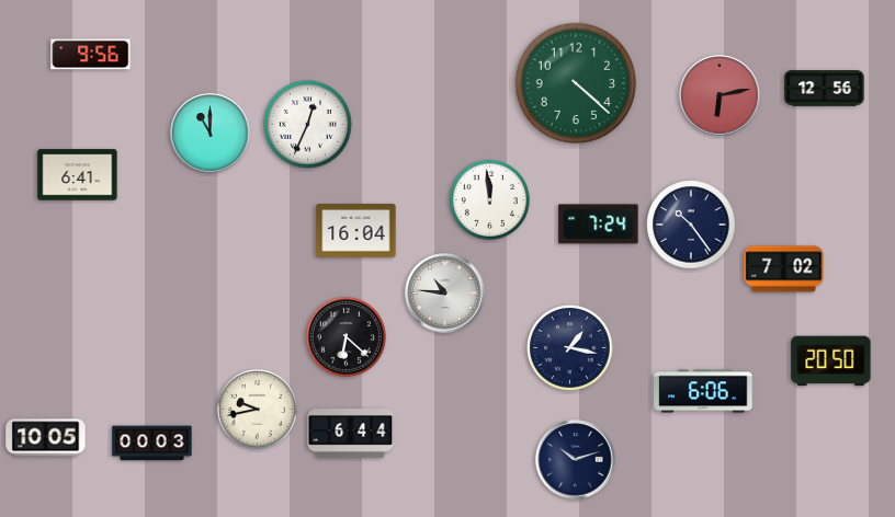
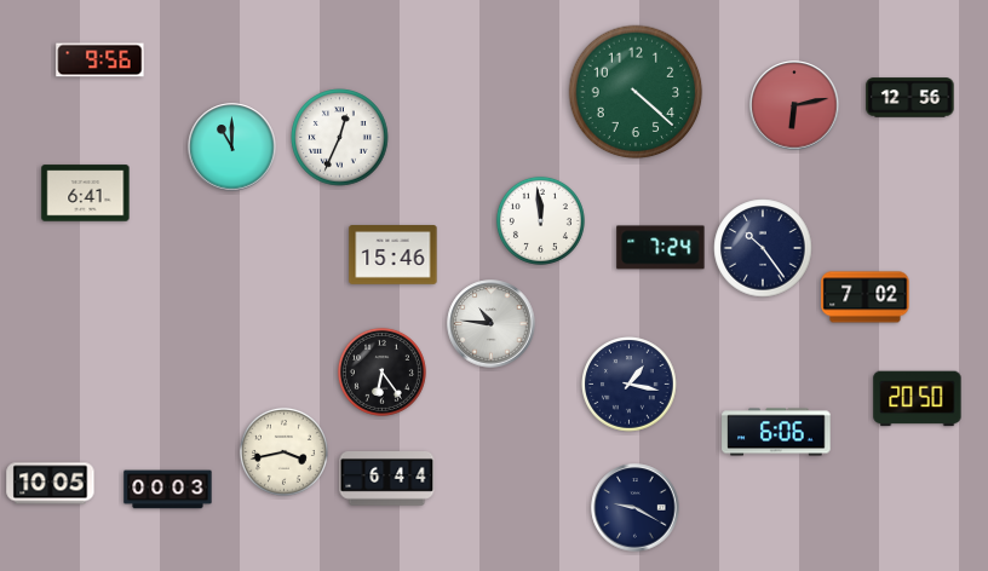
clock at (356, 231): 16:04 -> 15:46
clock at (345, 336): 6:22 -> 6:24
clock at (257, 409): 9:43 -> 3:43
clock at (576, 460): 10:12 -> 9:20
